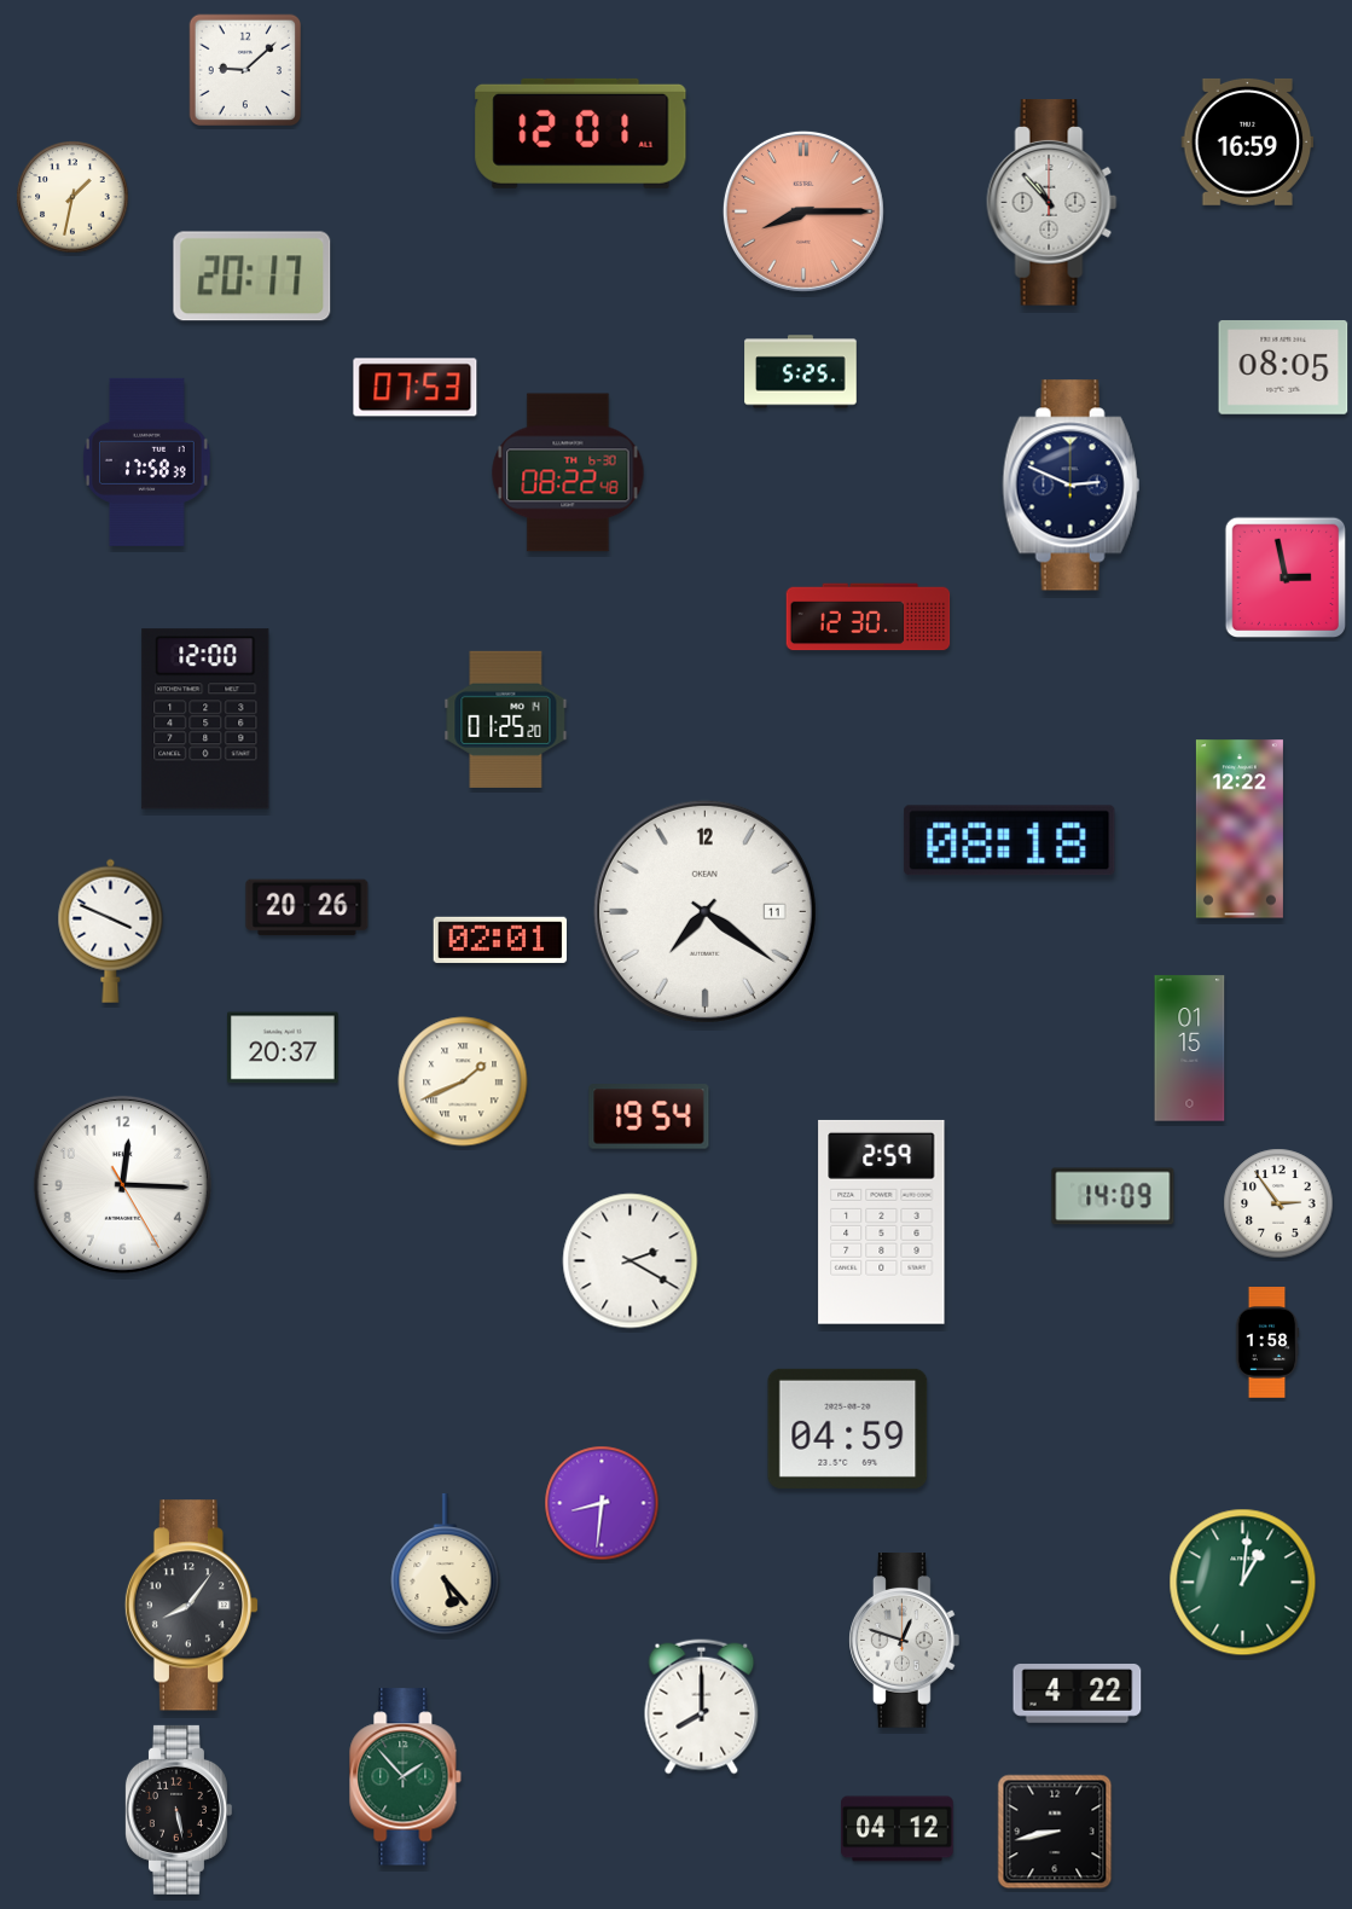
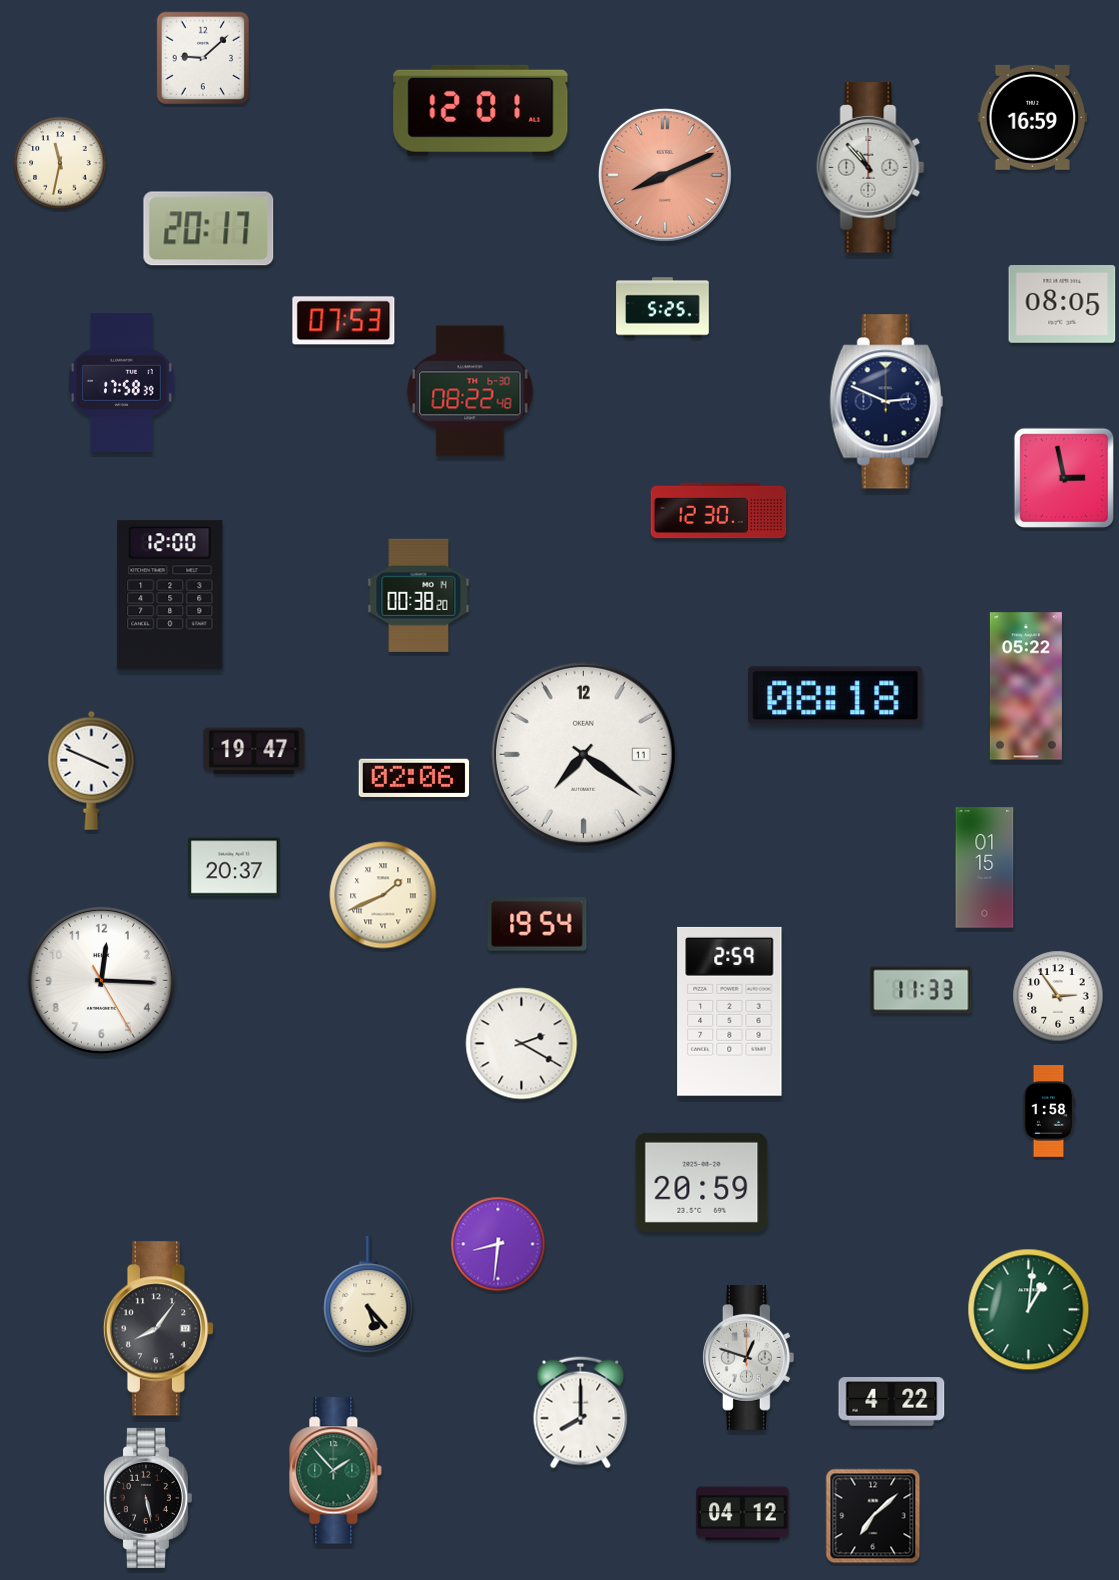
clock at (72, 197): 1:32 -> 11:32
clock at (803, 211): 8:15 -> 8:11
clock at (506, 719): 01:25 -> 00:38
clock at (1240, 829): 12:22 -> 05:22
clock at (307, 907): 20:26 -> 19:47
clock at (500, 940): 02:01 -> 02:06
clock at (1113, 1196): 14:09 -> 11:33
clock at (848, 1428): 04:59 -> 20:59
clock at (1055, 1832): 8:43 -> 7:08
